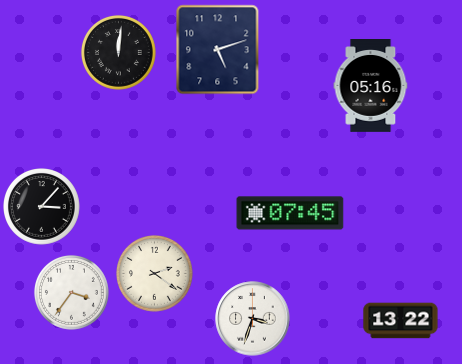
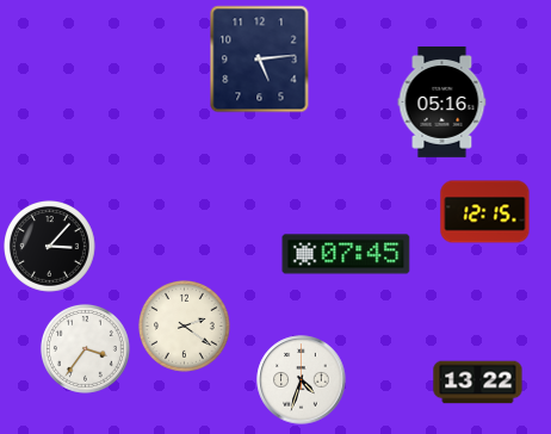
clock at (218, 50): 5:12 -> 5:14
clock at (118, 52): 12:01 -> none
clock at (485, 212): none -> 12:15
clock at (253, 319): 3:33 -> 4:33
